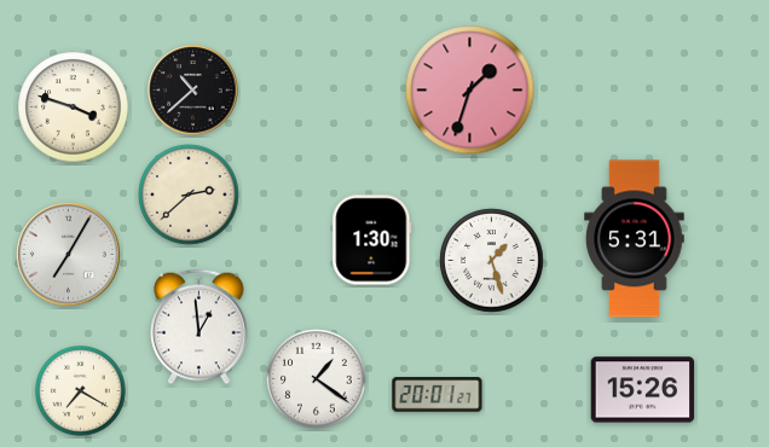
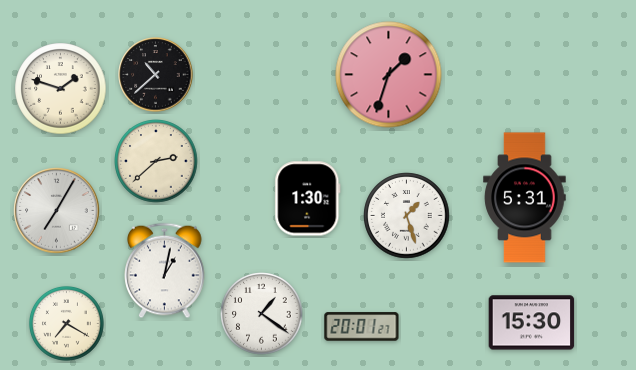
clock at (193, 91) position: (193, 91) -> (156, 75)
clock at (74, 108): 3:48 -> 1:48
clock at (200, 327): 12:59 -> 1:02
clock at (643, 390): 15:26 -> 15:30
